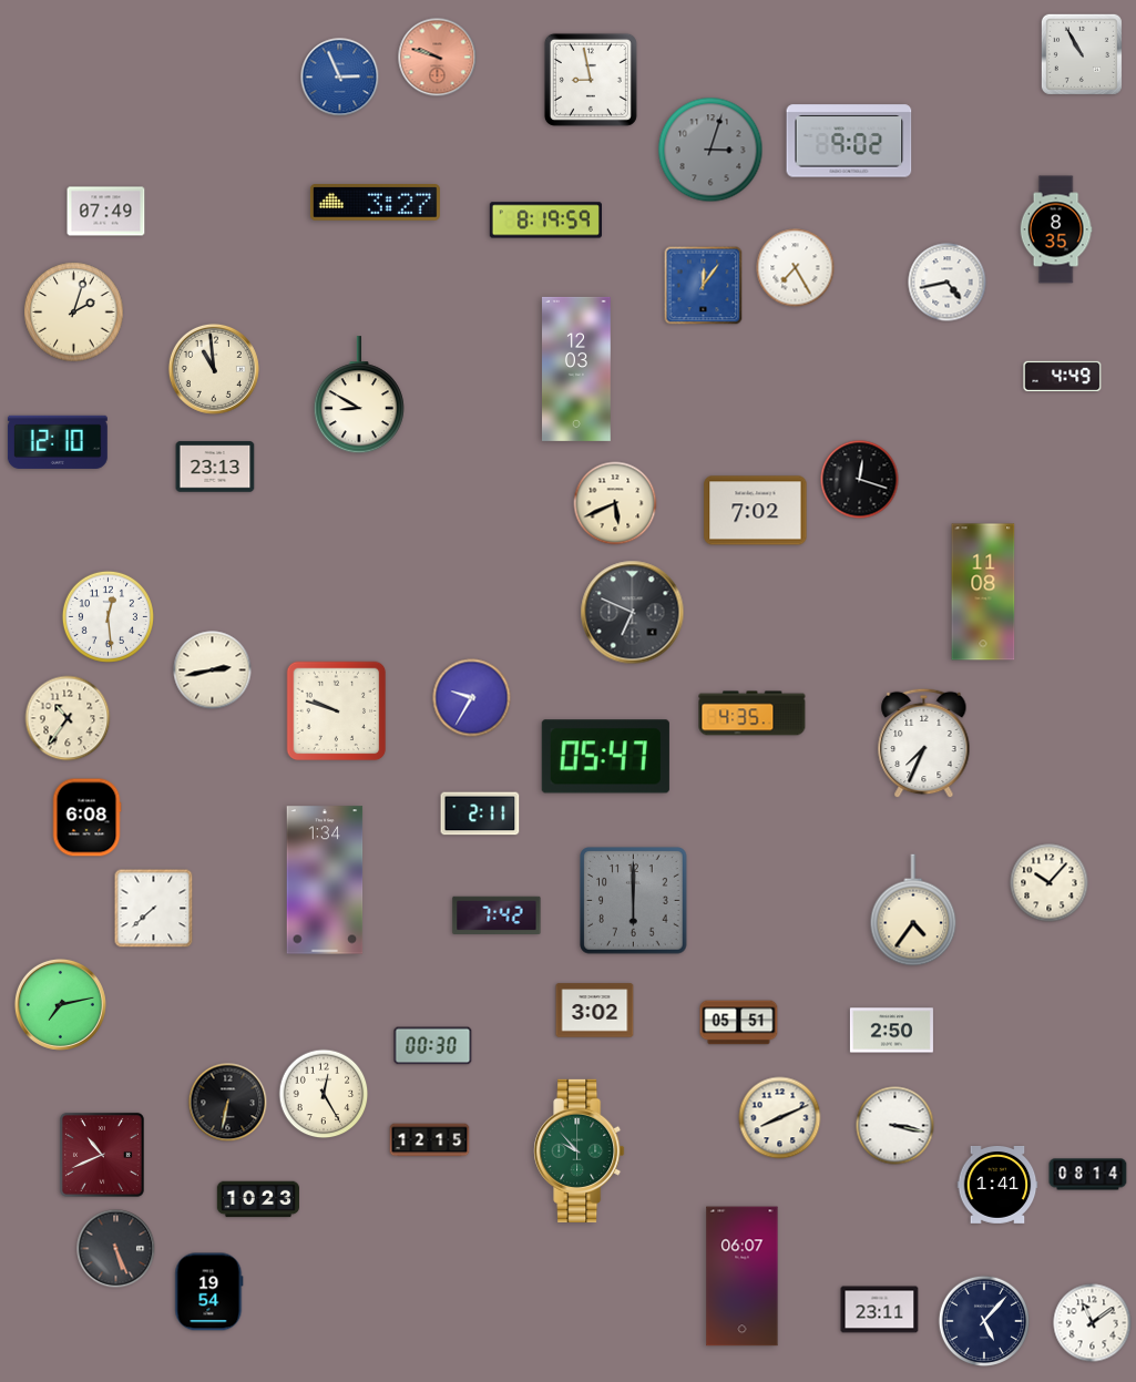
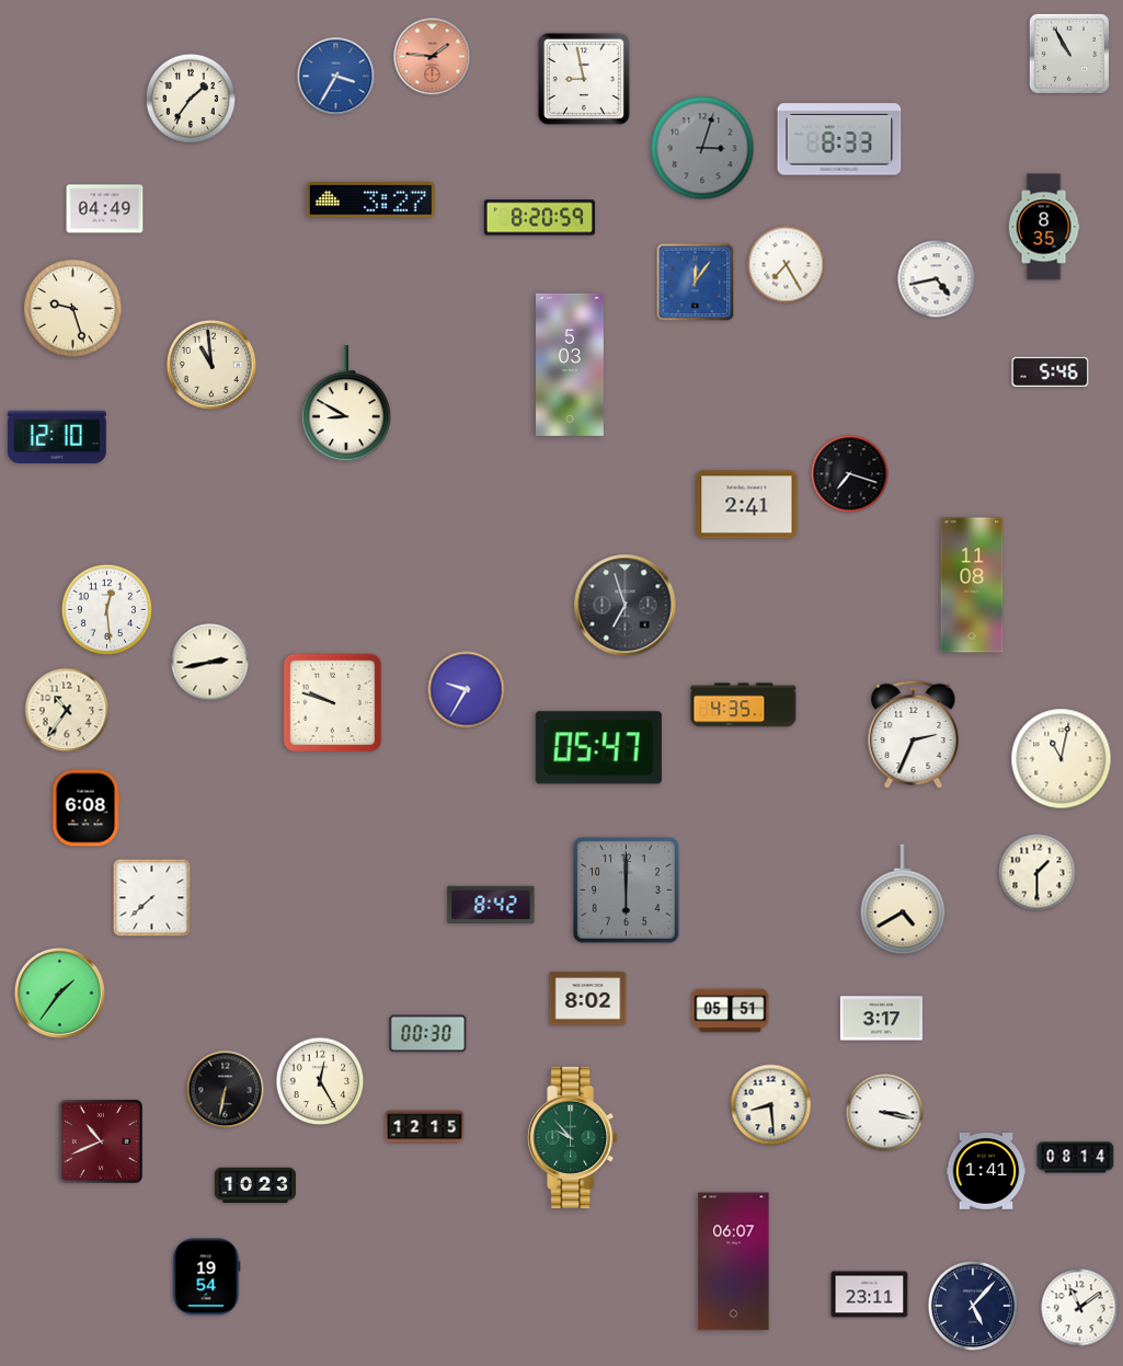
clock at (438, 58): 9:48 -> 1:46
clock at (340, 78): 2:56 -> 3:35
clock at (190, 97): none -> 1:36
clock at (849, 141): 9:02 -> 8:33
clock at (106, 212): 07:49 -> 04:49
clock at (545, 221): 8:19 -> 8:20
clock at (74, 313): 2:03 -> 9:27
clock at (577, 369): 12:03 -> 5:03
clock at (1063, 376): 4:49 -> 5:46
clock at (359, 396) position: (359, 396) -> (346, 404)
clock at (215, 467): 23:13 -> none
clock at (860, 480): 12:18 -> 7:18
clock at (615, 503): 5:41 -> none
clock at (756, 511): 7:02 -> 2:41
clock at (633, 613): 6:49 -> 6:57
clock at (924, 744): 7:34 -> 2:34
clock at (1062, 759): none -> 11:02
clock at (480, 813): 2:11 -> none
clock at (325, 880): 1:34 -> none
clock at (1050, 883): 10:07 -> 1:30
clock at (913, 910): 4:36 -> 4:40
clock at (497, 915): 7:42 -> 8:42
clock at (60, 1004): 7:13 -> 1:36
clock at (595, 1011): 3:02 -> 8:02
clock at (891, 1031): 2:50 -> 3:17
clock at (780, 1118): 8:11 -> 8:29
clock at (1088, 1175) position: (1088, 1175) -> (1076, 1158)
clock at (116, 1249): 5:26 -> none
